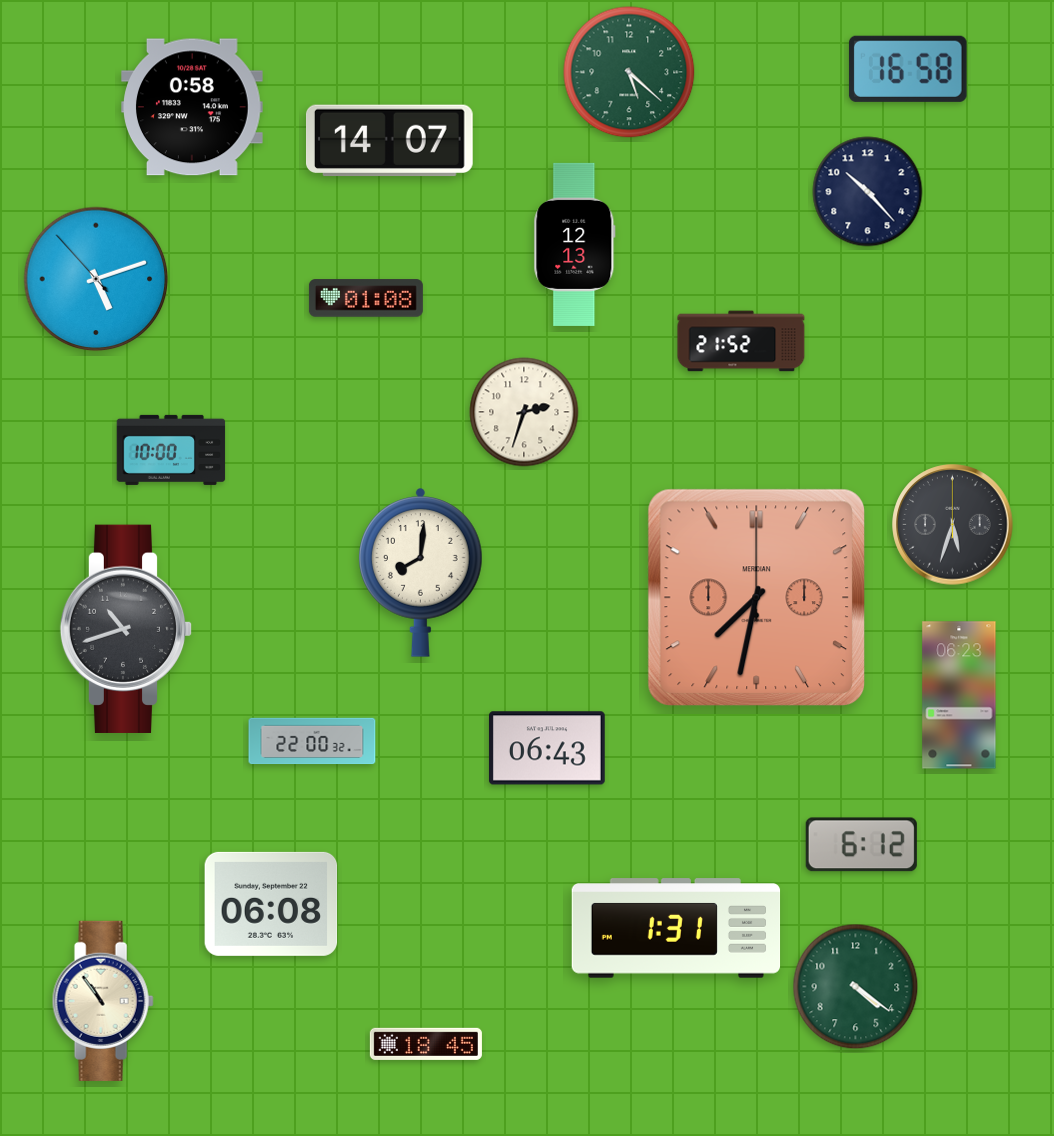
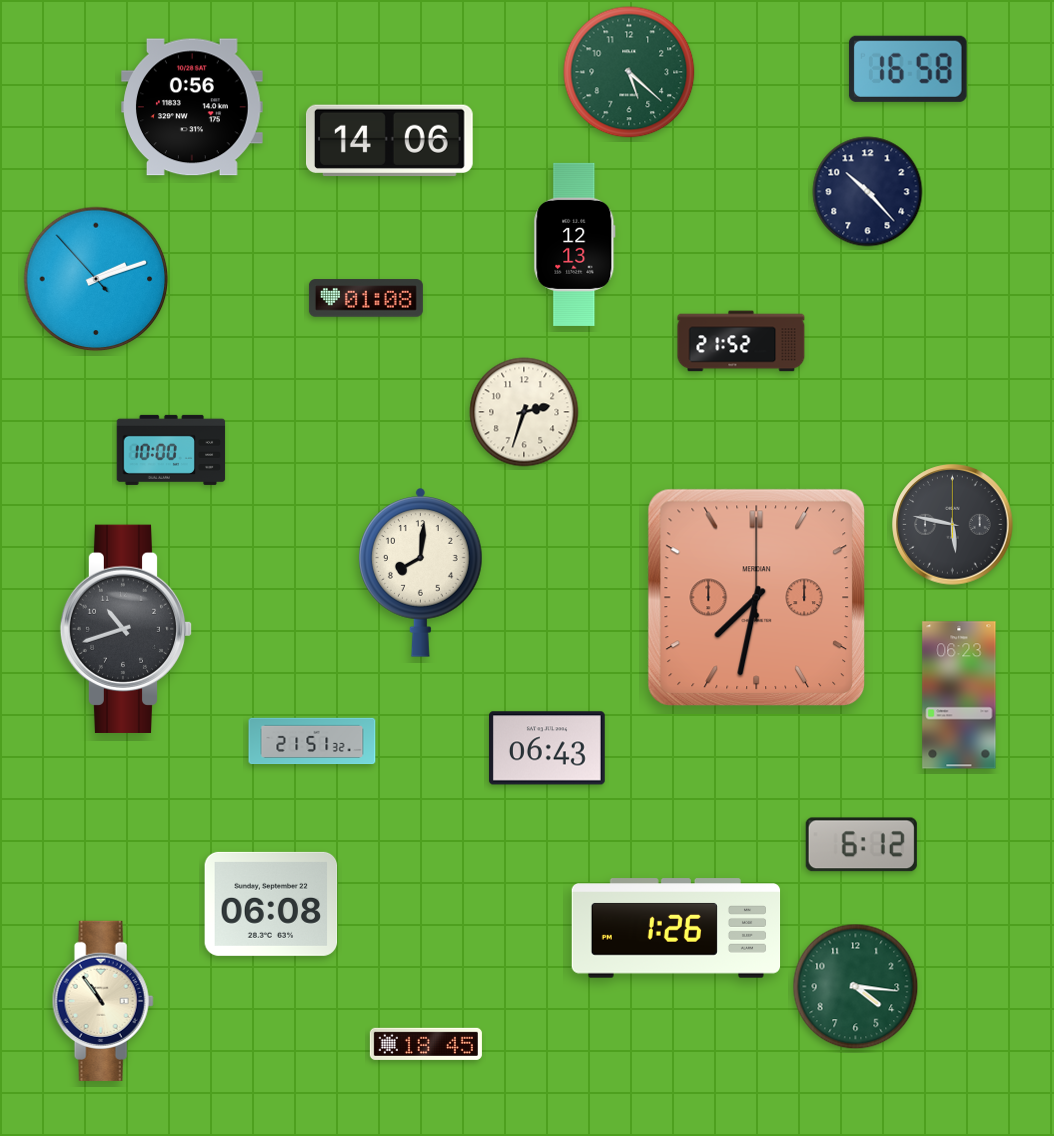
clock at (193, 107): 0:58 -> 0:56
clock at (390, 141): 14:07 -> 14:06
clock at (96, 279): 5:11 -> 2:11
clock at (953, 525): 5:33 -> 5:47
clock at (312, 741): 22:00 -> 21:51
clock at (676, 928): 1:31 -> 1:26
clock at (856, 987): 4:21 -> 4:16
